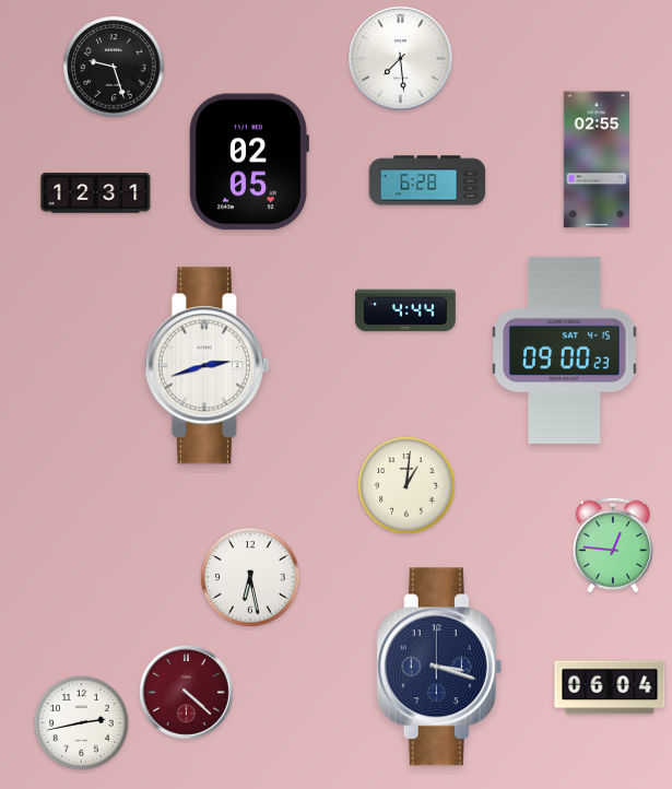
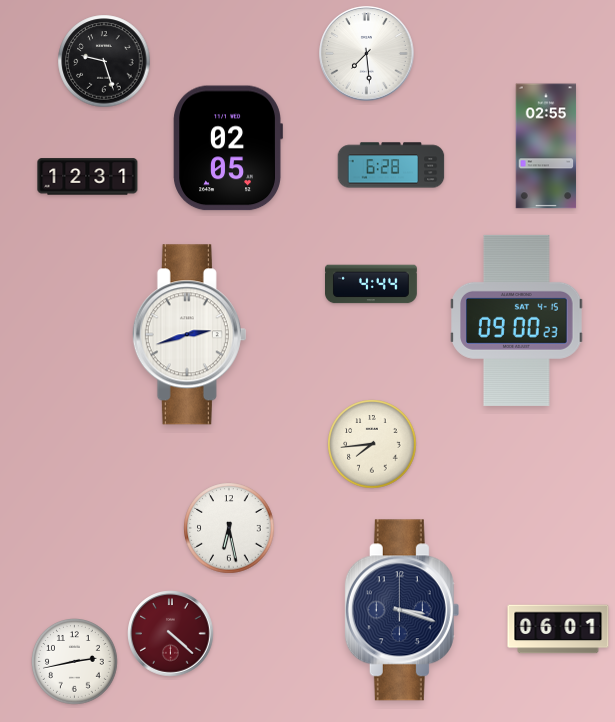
clock at (406, 485): 1:01 -> 7:44
clock at (613, 545): 12:46 -> none
clock at (610, 687): 06:04 -> 06:01
